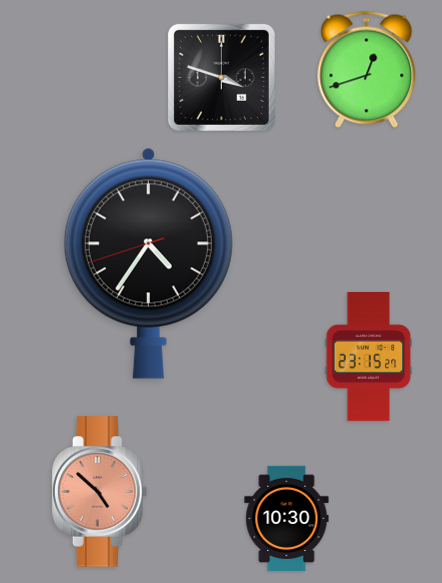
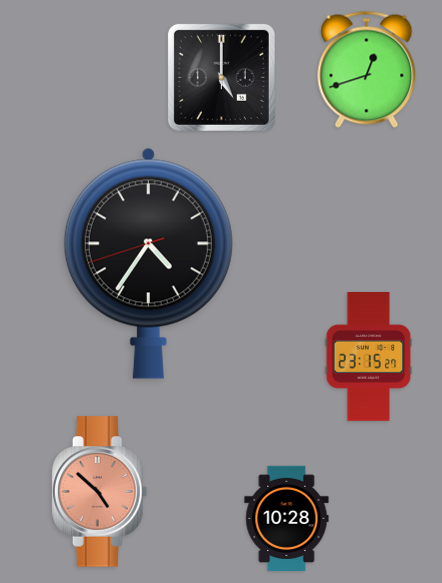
clock at (221, 77): 3:48 -> 5:00
clock at (287, 518): 10:30 -> 10:28
